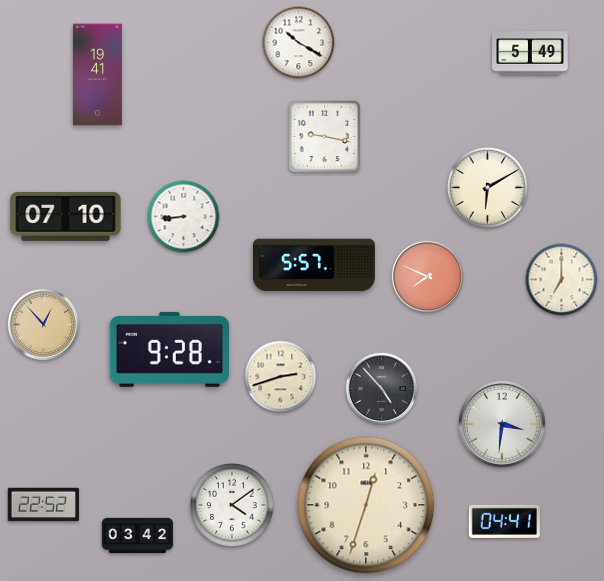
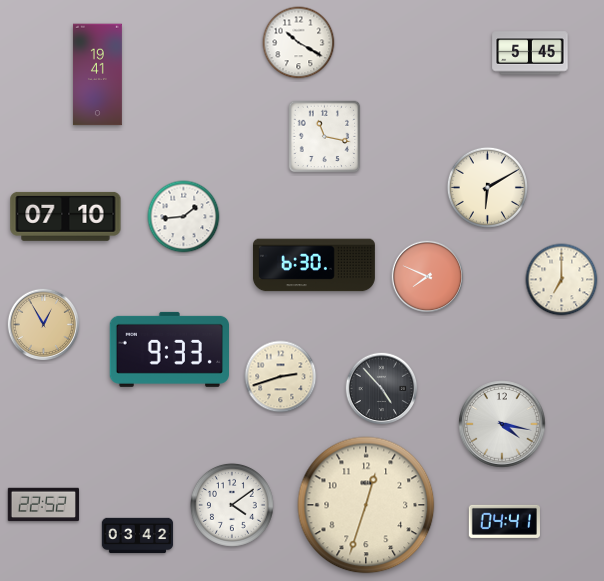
clock at (530, 53): 5:49 -> 5:45
clock at (325, 137): 9:17 -> 11:17
clock at (184, 217): 8:44 -> 1:44
clock at (314, 265): 5:57 -> 6:30
clock at (44, 325): 12:53 -> 12:55
clock at (169, 349): 9:28 -> 9:33
clock at (502, 424): 3:31 -> 4:17
